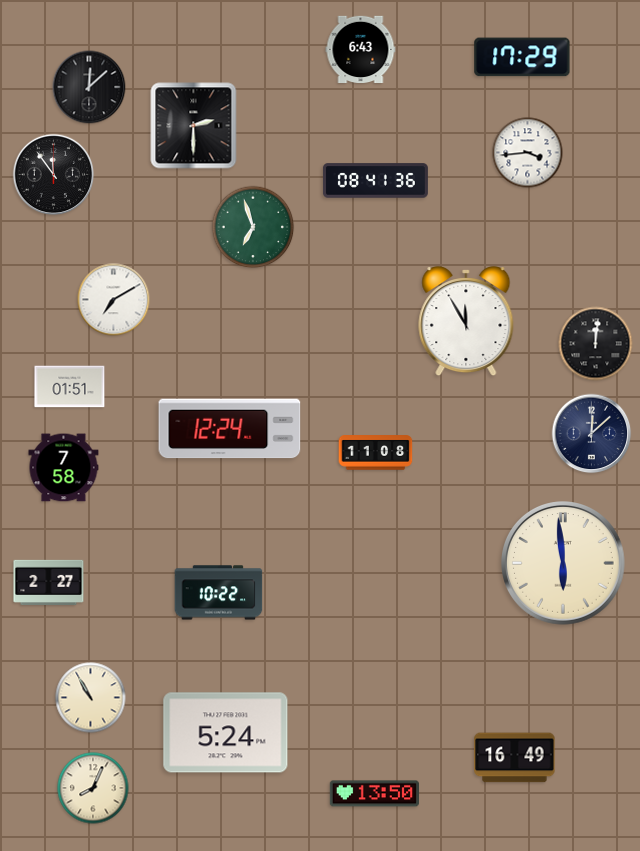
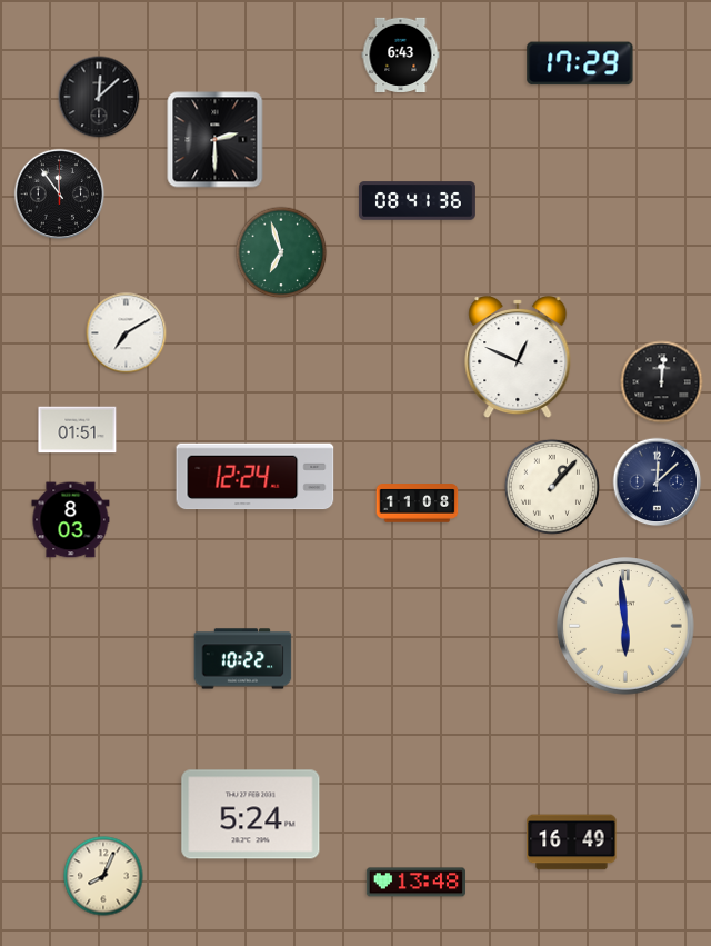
clock at (528, 153): 3:44 -> none
clock at (466, 322): 11:55 -> 12:49
clock at (552, 487): none -> 1:07
clock at (64, 468): 7:58 -> 8:03
clock at (49, 582): 2:27 -> none
clock at (91, 698): 10:55 -> none
clock at (374, 794): 13:50 -> 13:48
